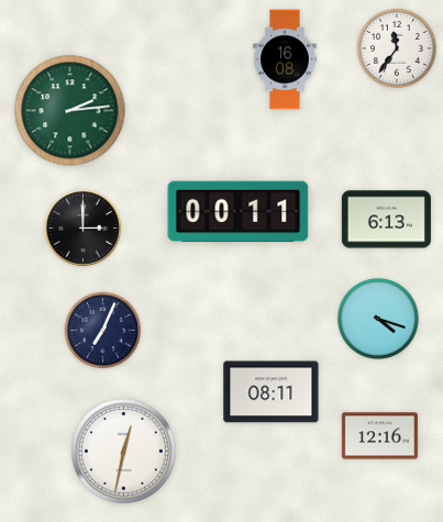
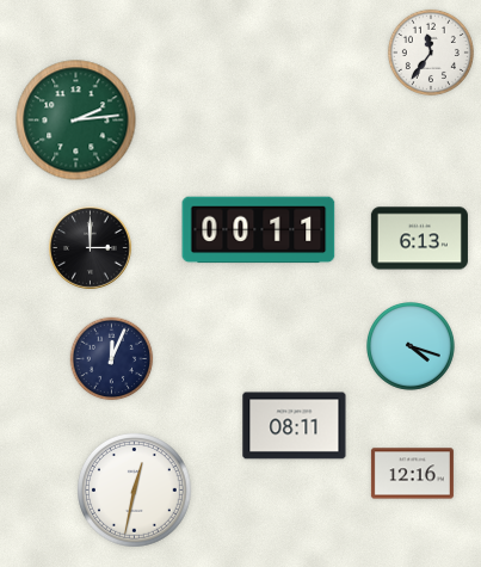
clock at (285, 59): 16:08 -> none
clock at (103, 331): 7:04 -> 12:04
